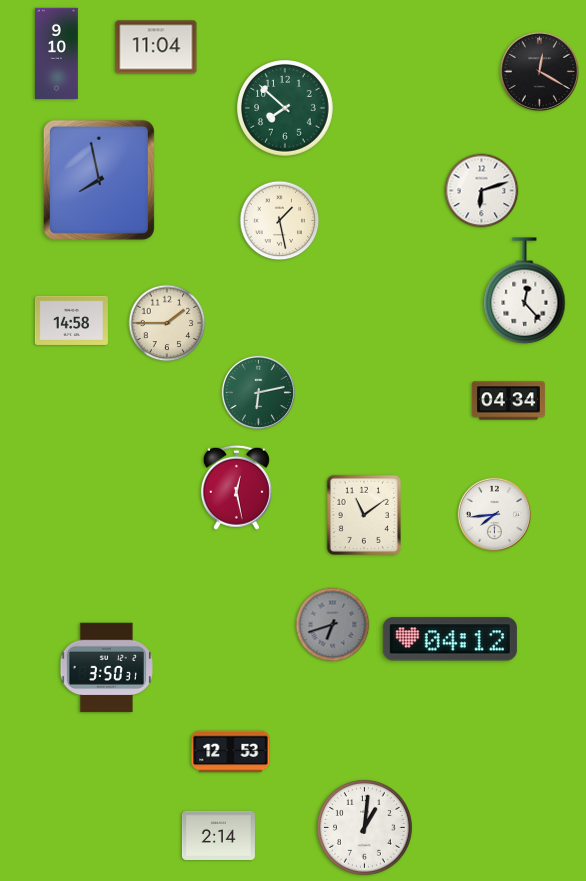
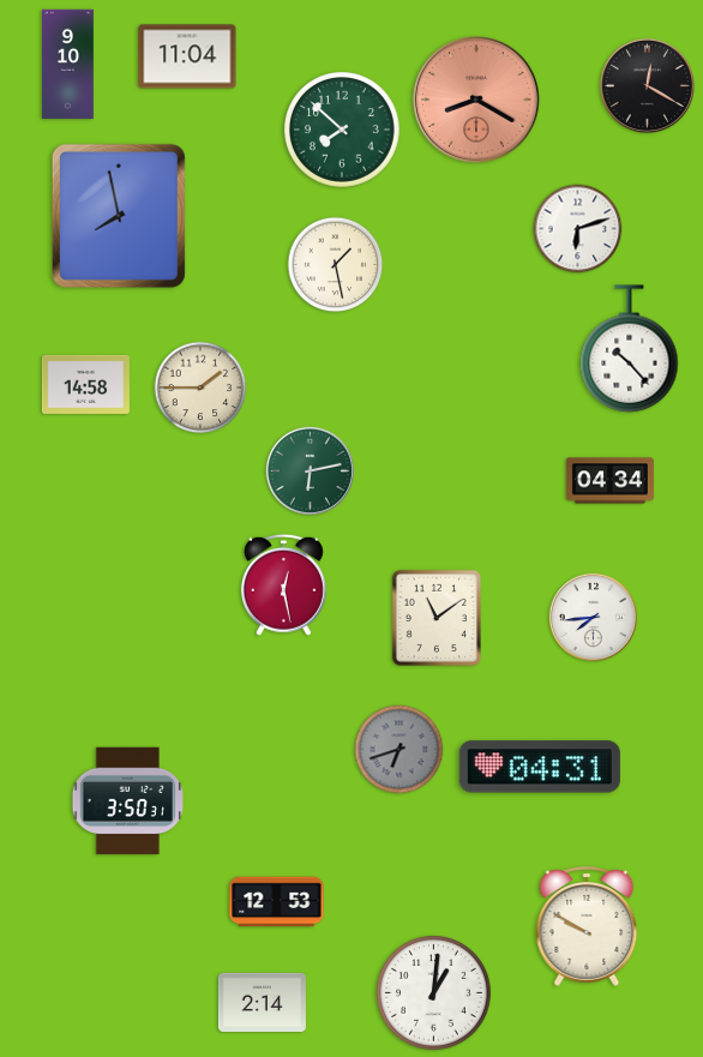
clock at (476, 100): none -> 8:20
clock at (525, 291): 12:23 -> 10:23
clock at (450, 639): 04:12 -> 04:31
clock at (587, 926): none -> 9:50
clock at (365, 828) position: (365, 828) -> (434, 993)
